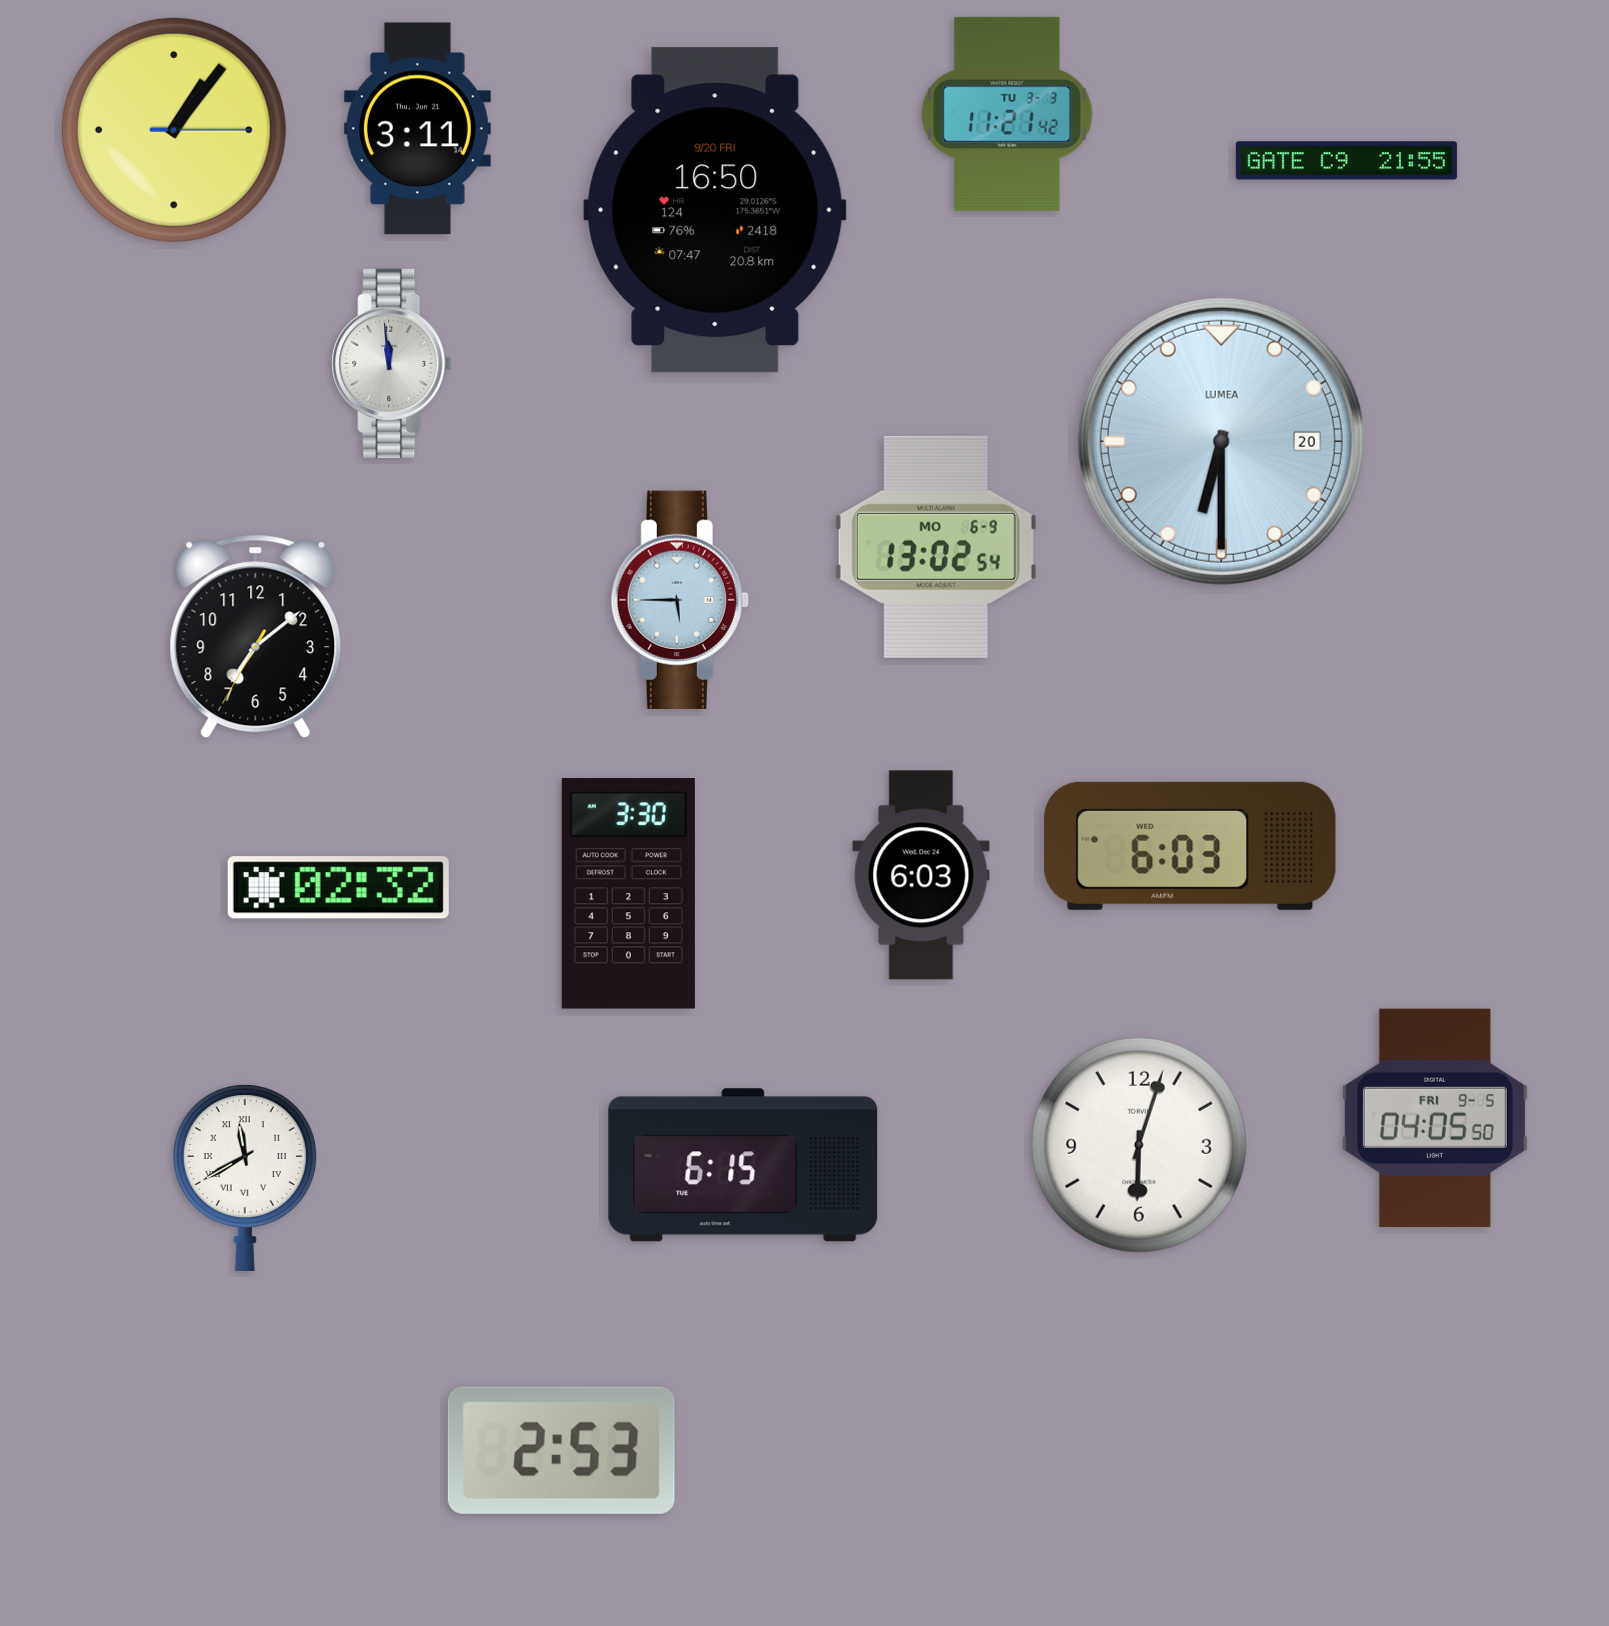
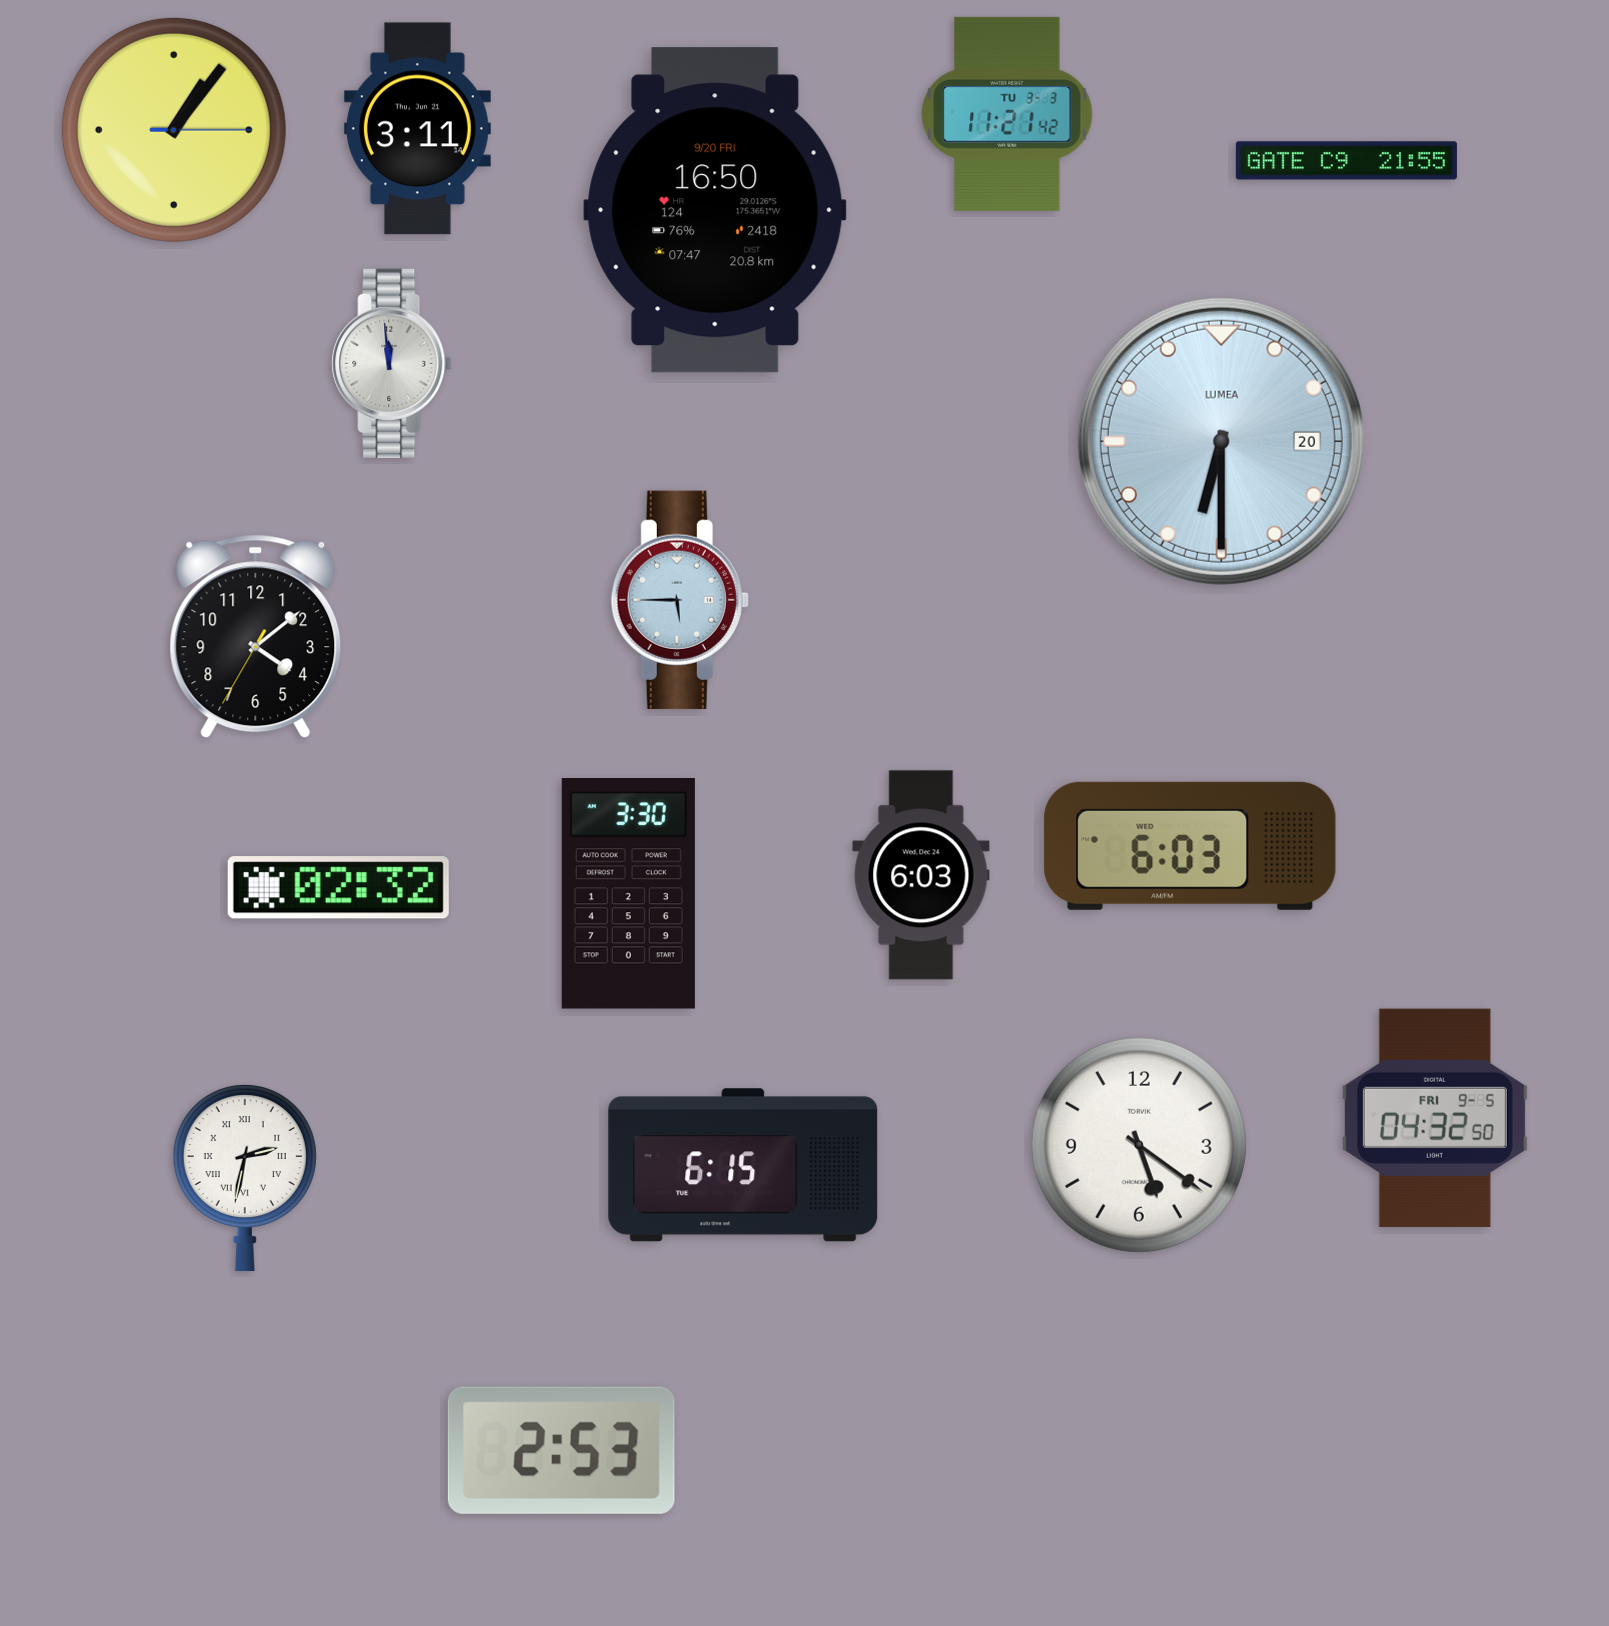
clock at (936, 547): 13:02 -> none
clock at (256, 637): 7:08 -> 4:08
clock at (1435, 1118): 04:05 -> 04:32
clock at (1139, 1145): 6:03 -> 5:21
clock at (245, 1179): 11:40 -> 2:32
